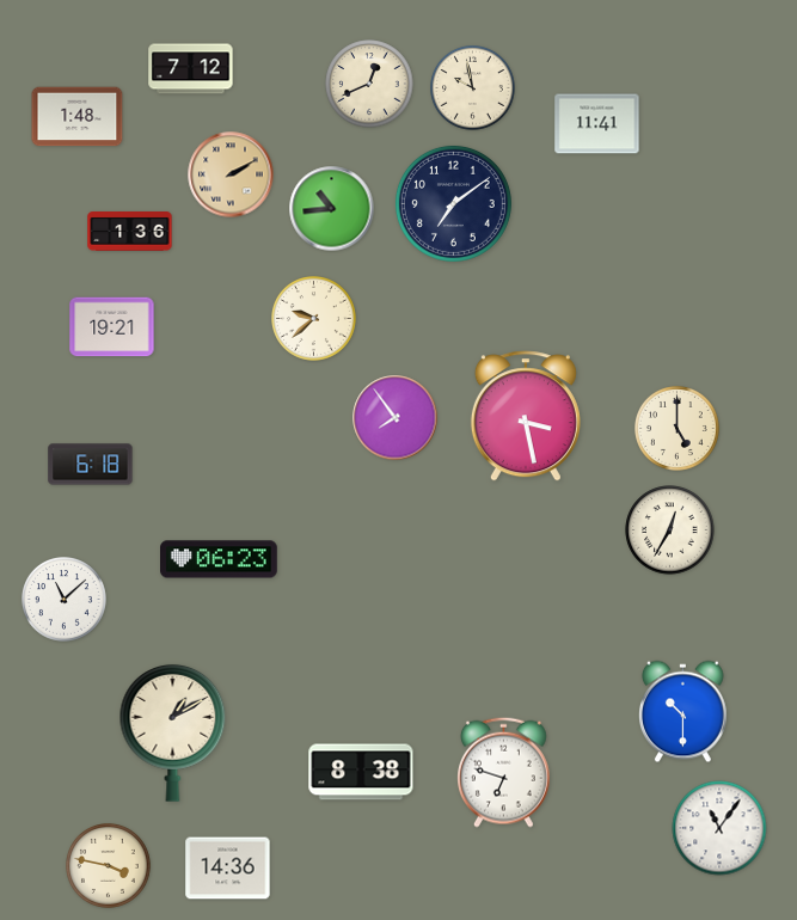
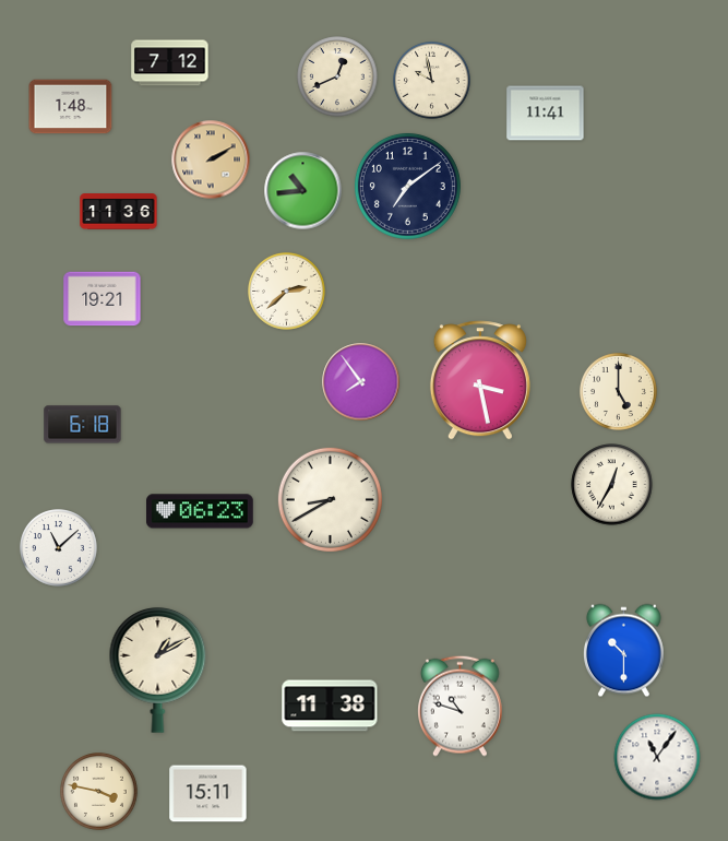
clock at (191, 69) position: (191, 69) -> (170, 63)
clock at (453, 203) position: (453, 203) -> (407, 186)
clock at (130, 232): 1:36 -> 11:36
clock at (314, 319): 9:38 -> 2:38
clock at (330, 499): none -> 8:40
clock at (361, 772): 8:38 -> 11:38
clock at (504, 772): 6:48 -> 10:48
clock at (228, 869): 14:36 -> 15:11
